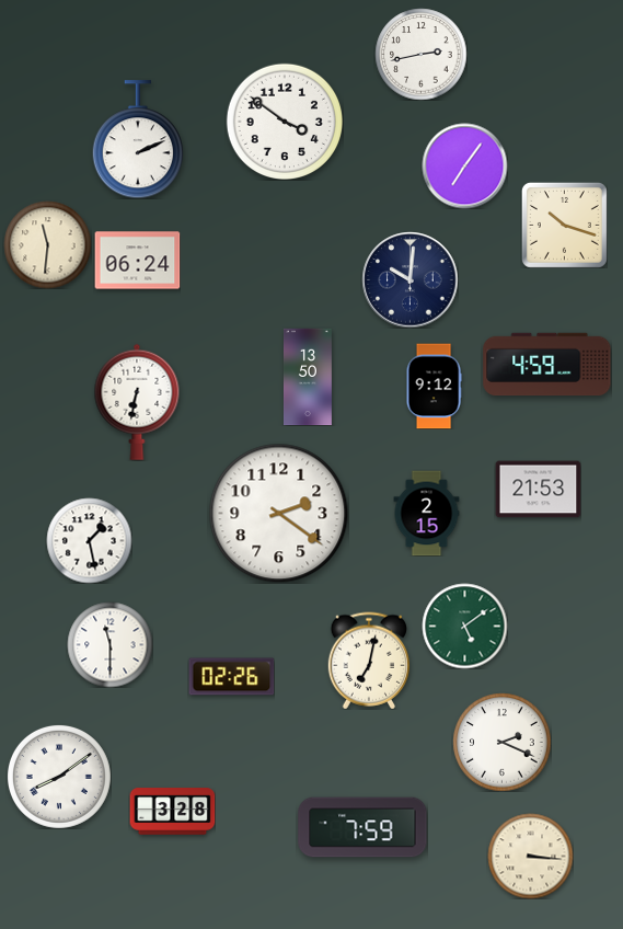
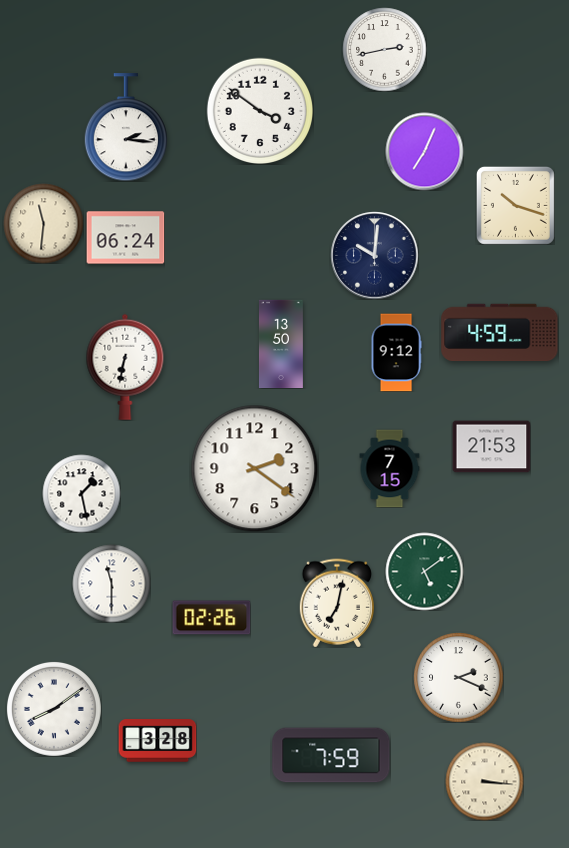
clock at (137, 139): 2:11 -> 2:16
clock at (464, 165): 7:06 -> 7:04
clock at (427, 513): 2:15 -> 7:15
clock at (109, 644) position: (109, 644) -> (111, 583)
